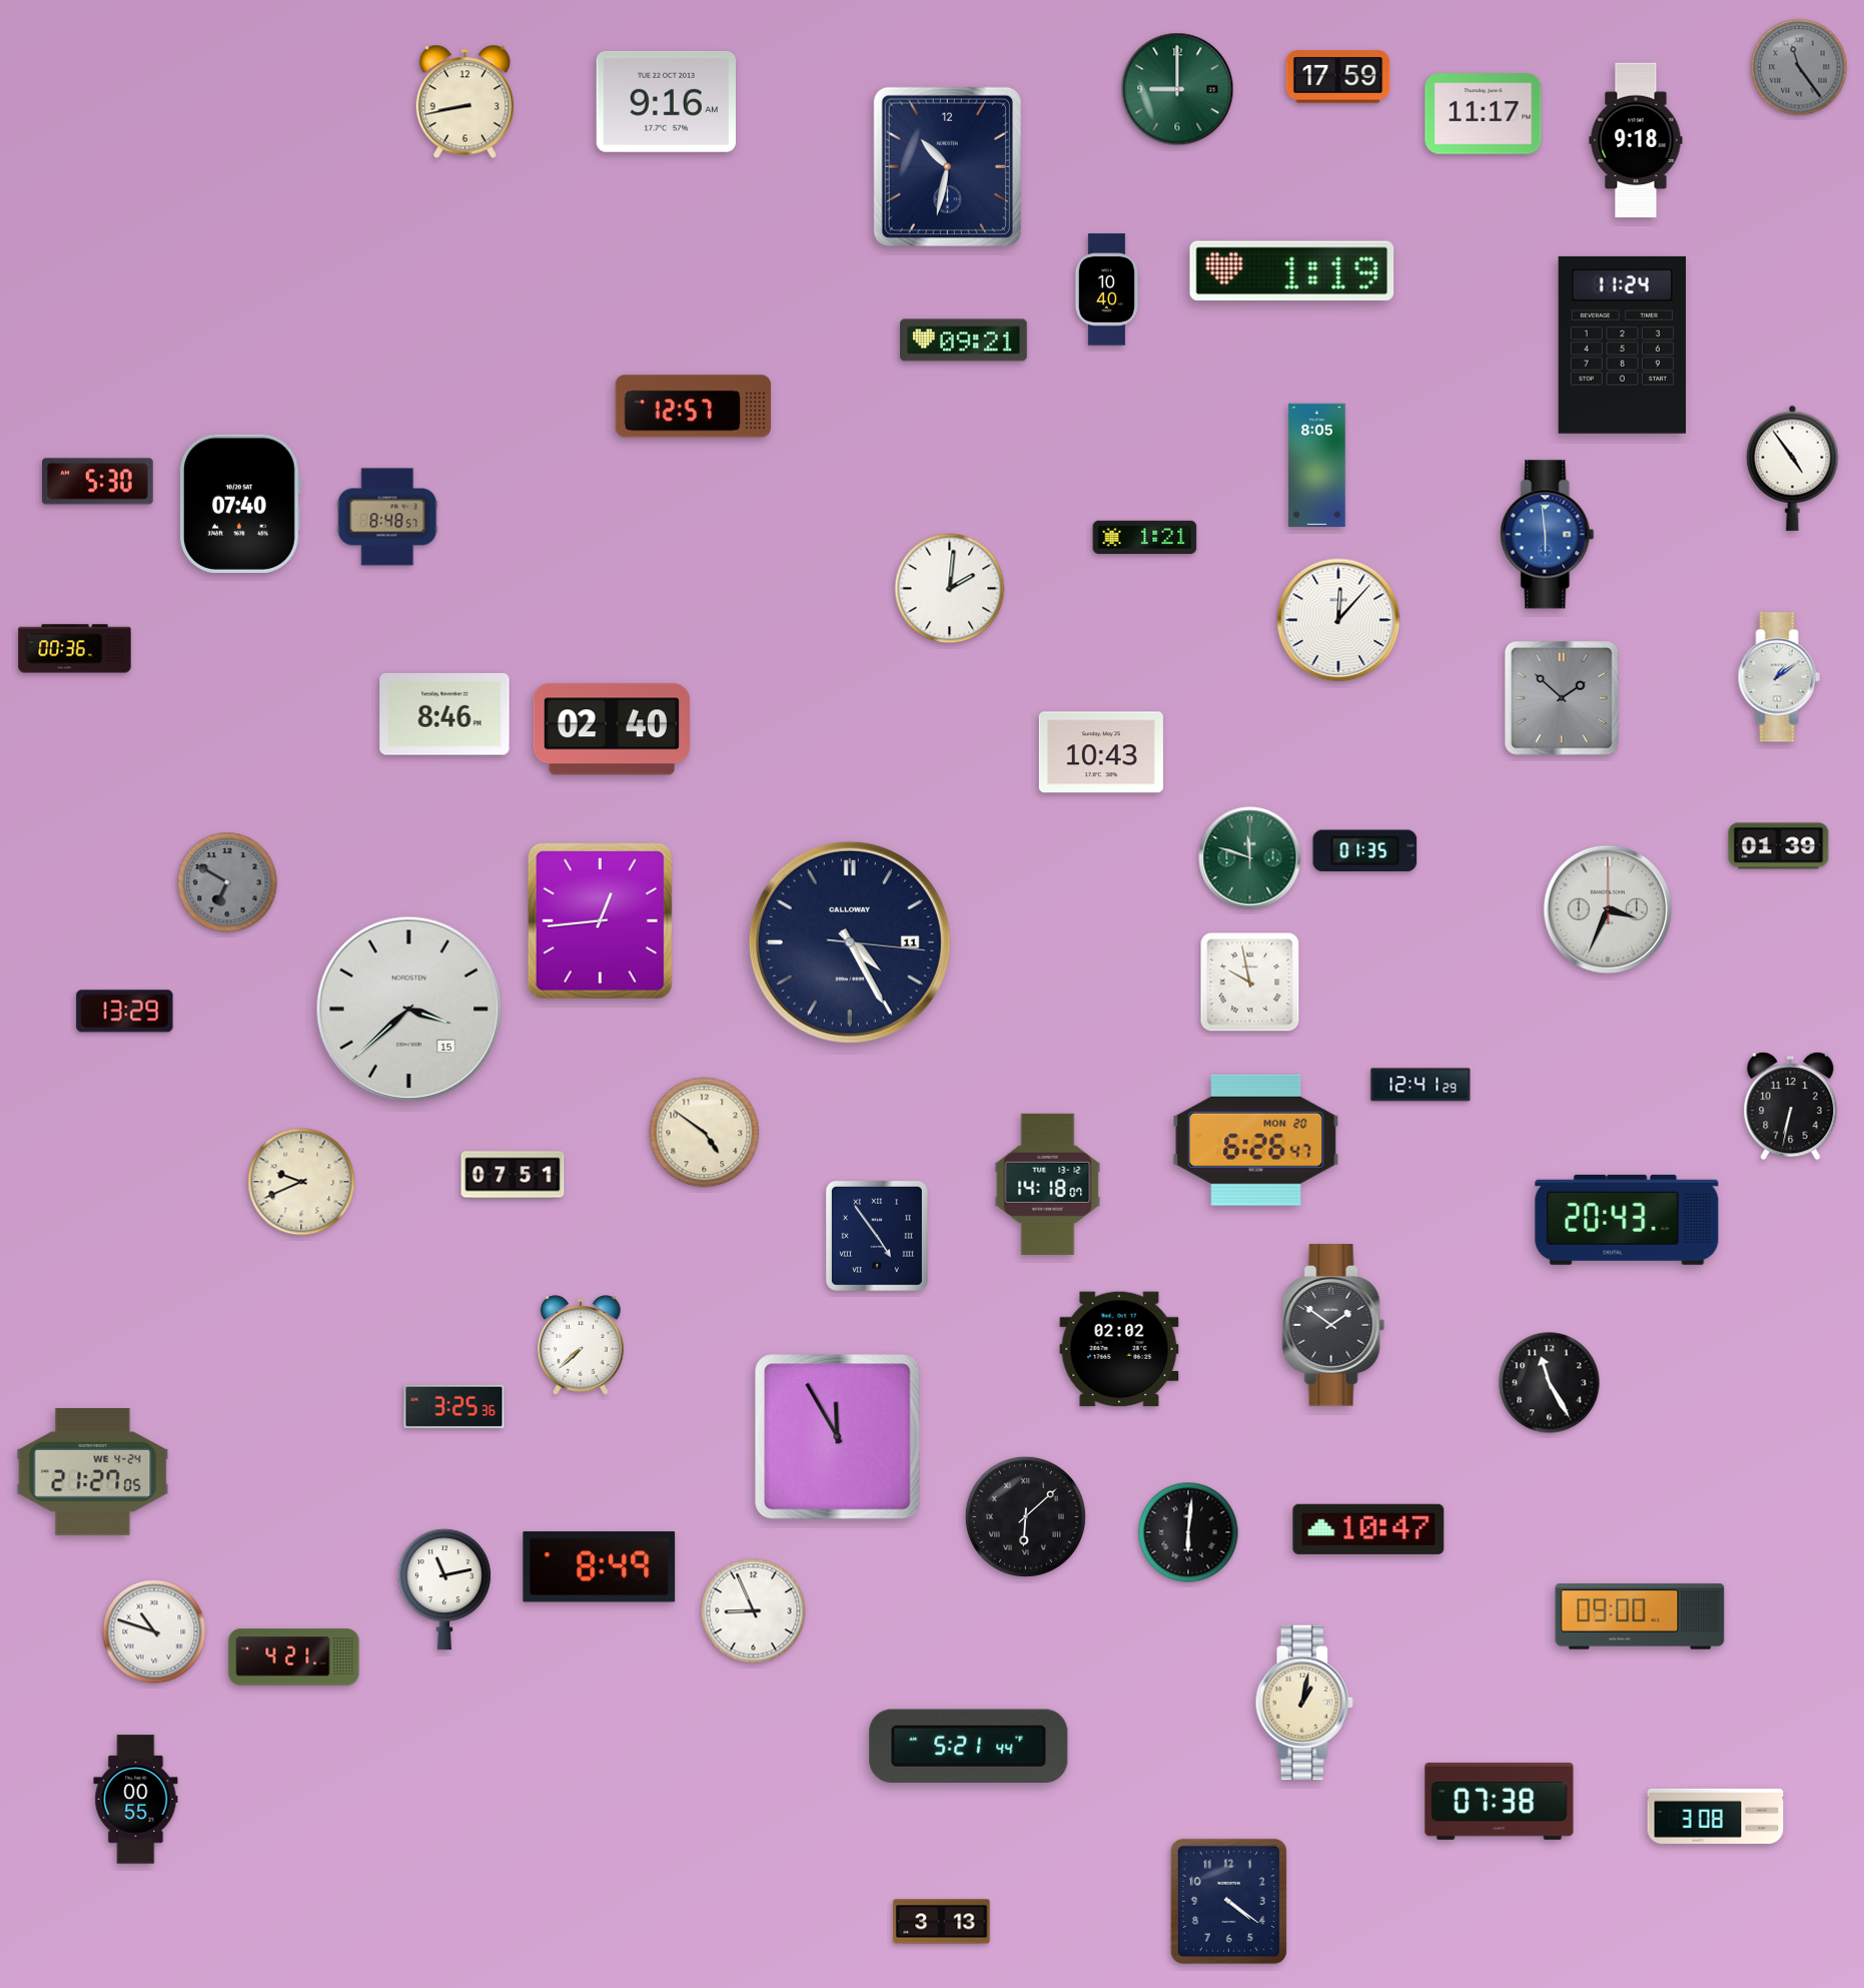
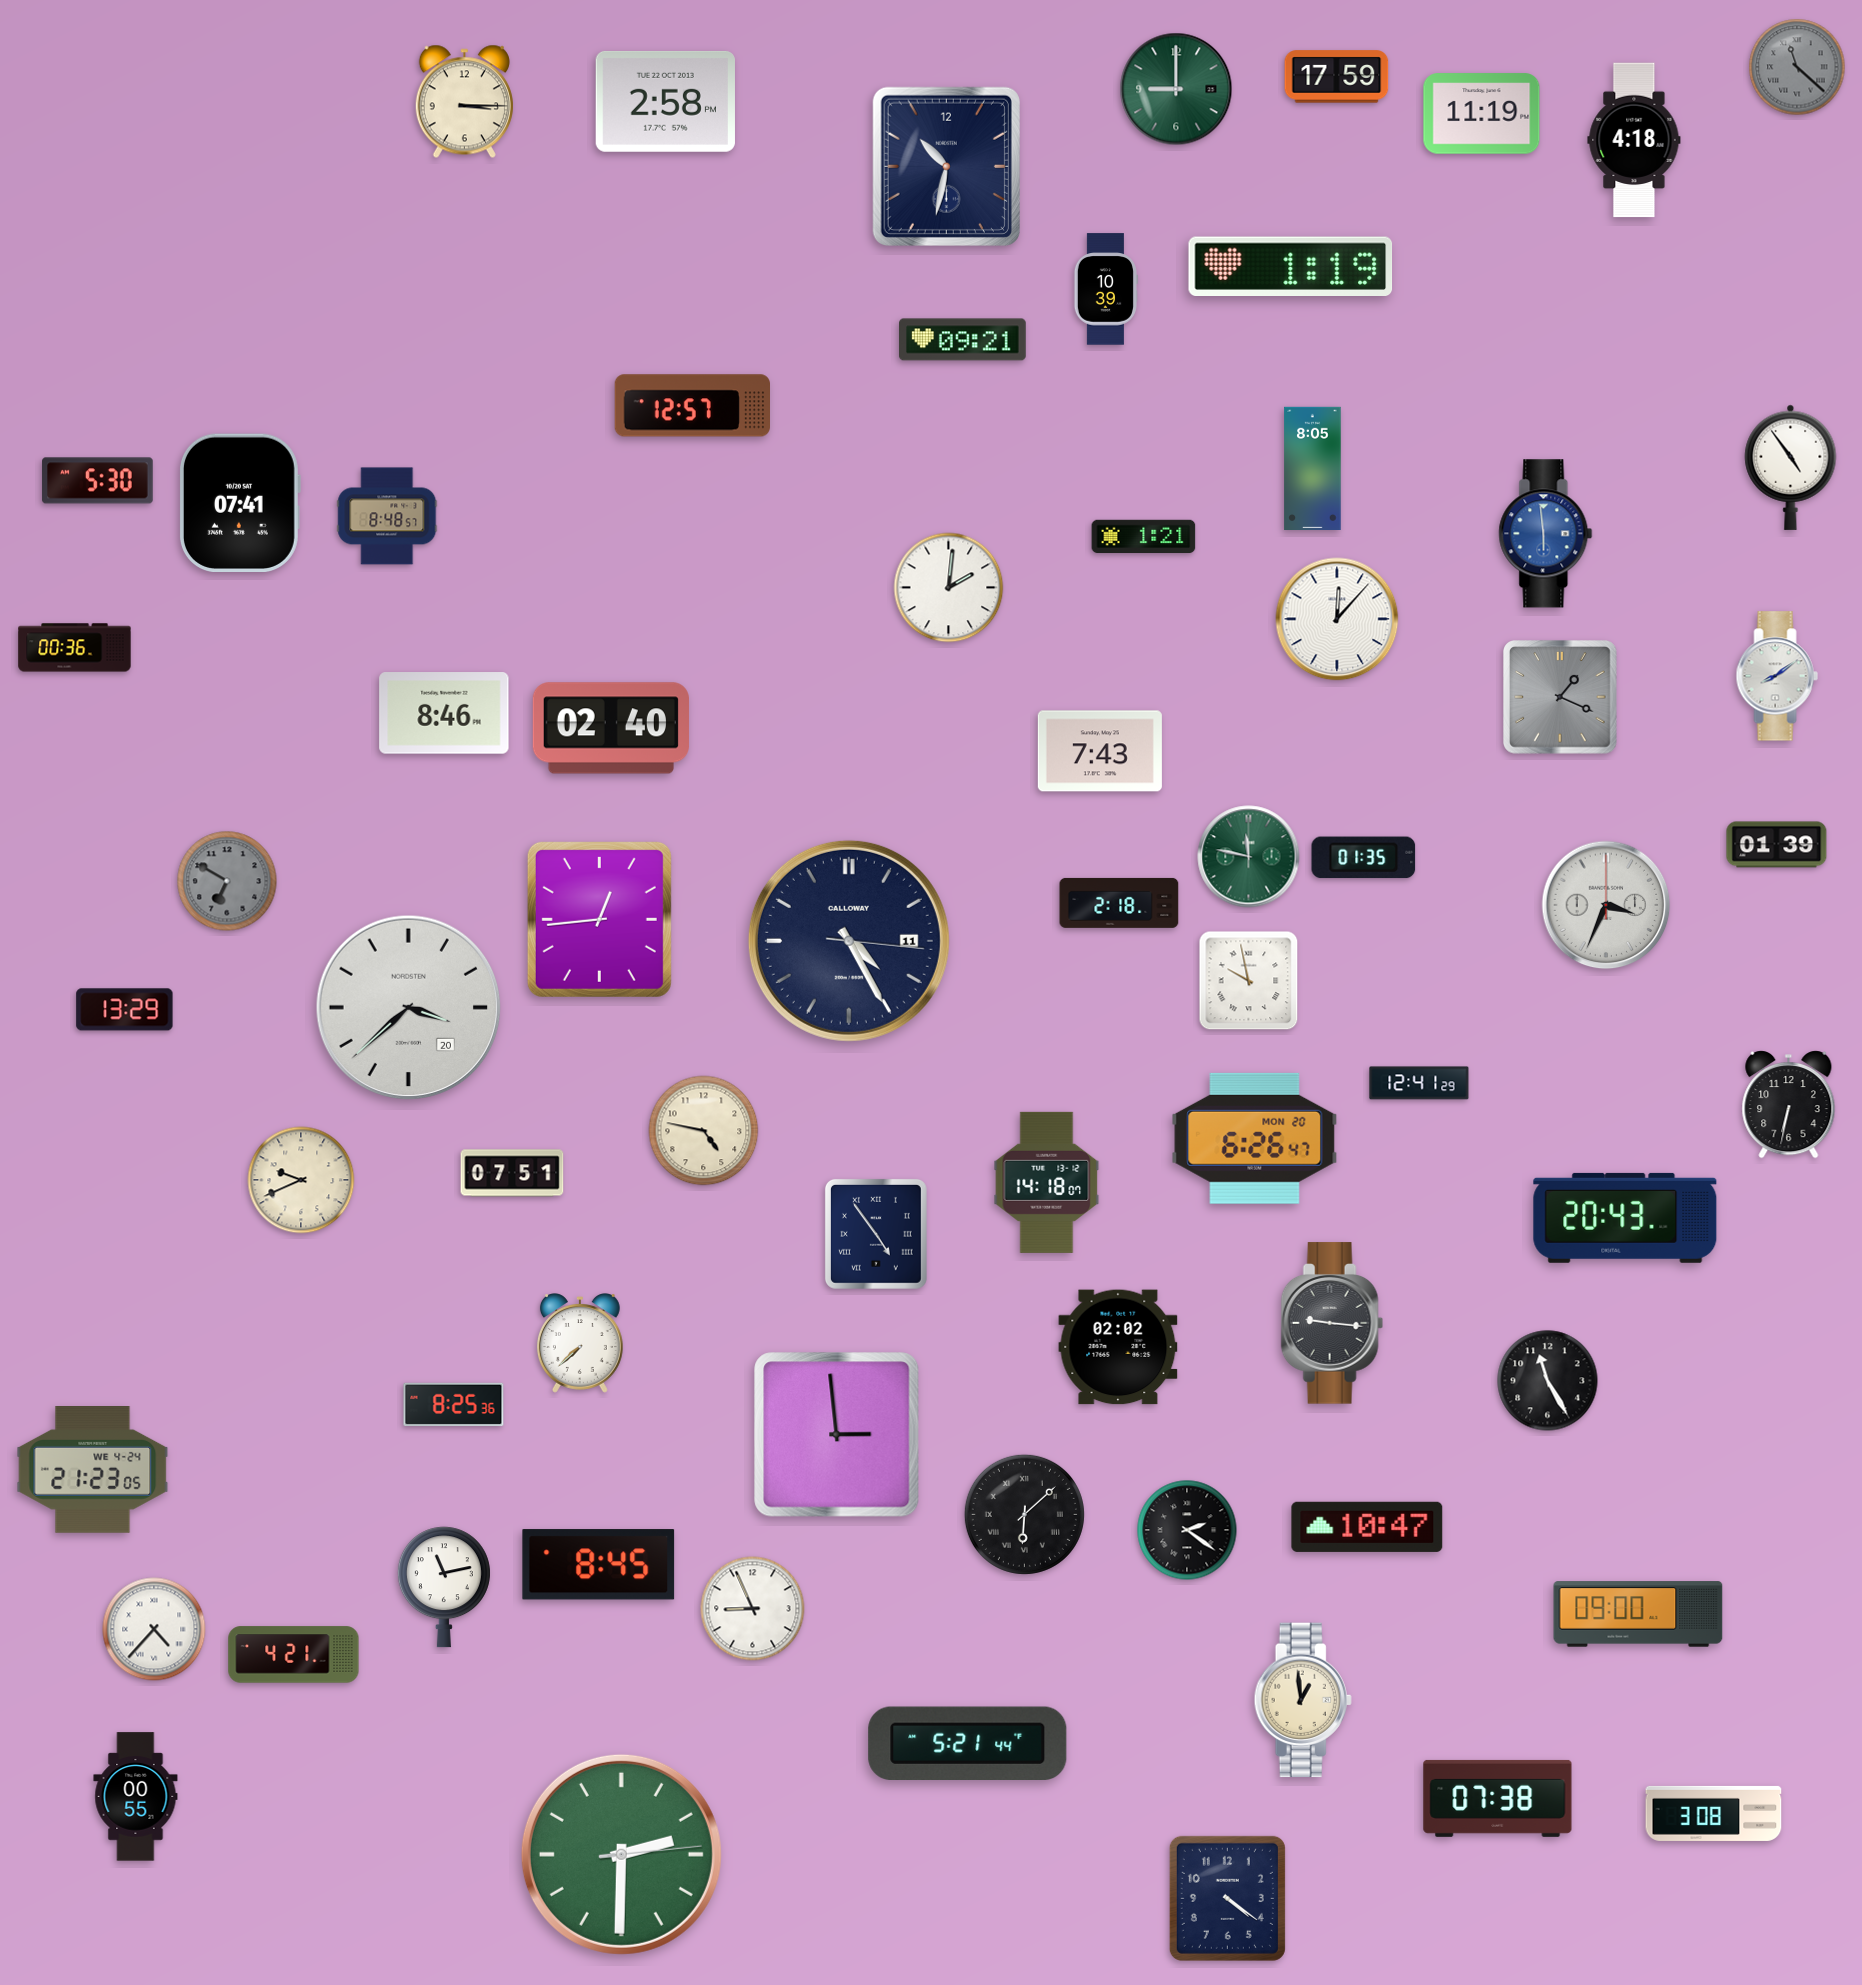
clock at (1799, 67): 11:24 -> 11:22
clock at (666, 101): 9:16 -> 2:58
clock at (464, 102): 8:43 -> 3:15
clock at (1484, 114): 11:17 -> 11:19
clock at (1636, 140): 9:18 -> 4:18
clock at (1292, 271) position: (1292, 271) -> (1291, 267)
clock at (1106, 289): 10:40 -> 10:39
clock at (1622, 345): 11:24 -> none
clock at (1317, 465) position: (1317, 465) -> (1313, 468)
clock at (239, 503): 07:40 -> 07:41
clock at (1779, 677): 1:09 -> 8:09
clock at (1563, 699): 1:52 -> 1:19
clock at (1101, 752): 10:43 -> 7:43
clock at (1365, 851) position: (1365, 851) -> (1364, 858)
clock at (1250, 858): 11:48 -> 11:47
clock at (1119, 903): none -> 2:18
clock at (1608, 909) position: (1608, 909) -> (1606, 905)
clock at (409, 1010) date: 15 -> 20
clock at (705, 1133): 4:51 -> 4:47
clock at (1333, 1325): 1:51 -> 9:16
clock at (454, 1407): 3:25 -> 8:25
clock at (838, 1437): 11:55 -> 2:59
clock at (93, 1472): 21:27 -> 21:23
clock at (1188, 1532): 6:01 -> 2:21
clock at (600, 1567): 8:49 -> 8:45
clock at (154, 1631): 10:48 -> 4:37
clock at (1304, 1703): 1:02 -> 12:59
clock at (621, 1854): none -> 2:30
clock at (942, 1922): 3:13 -> none
